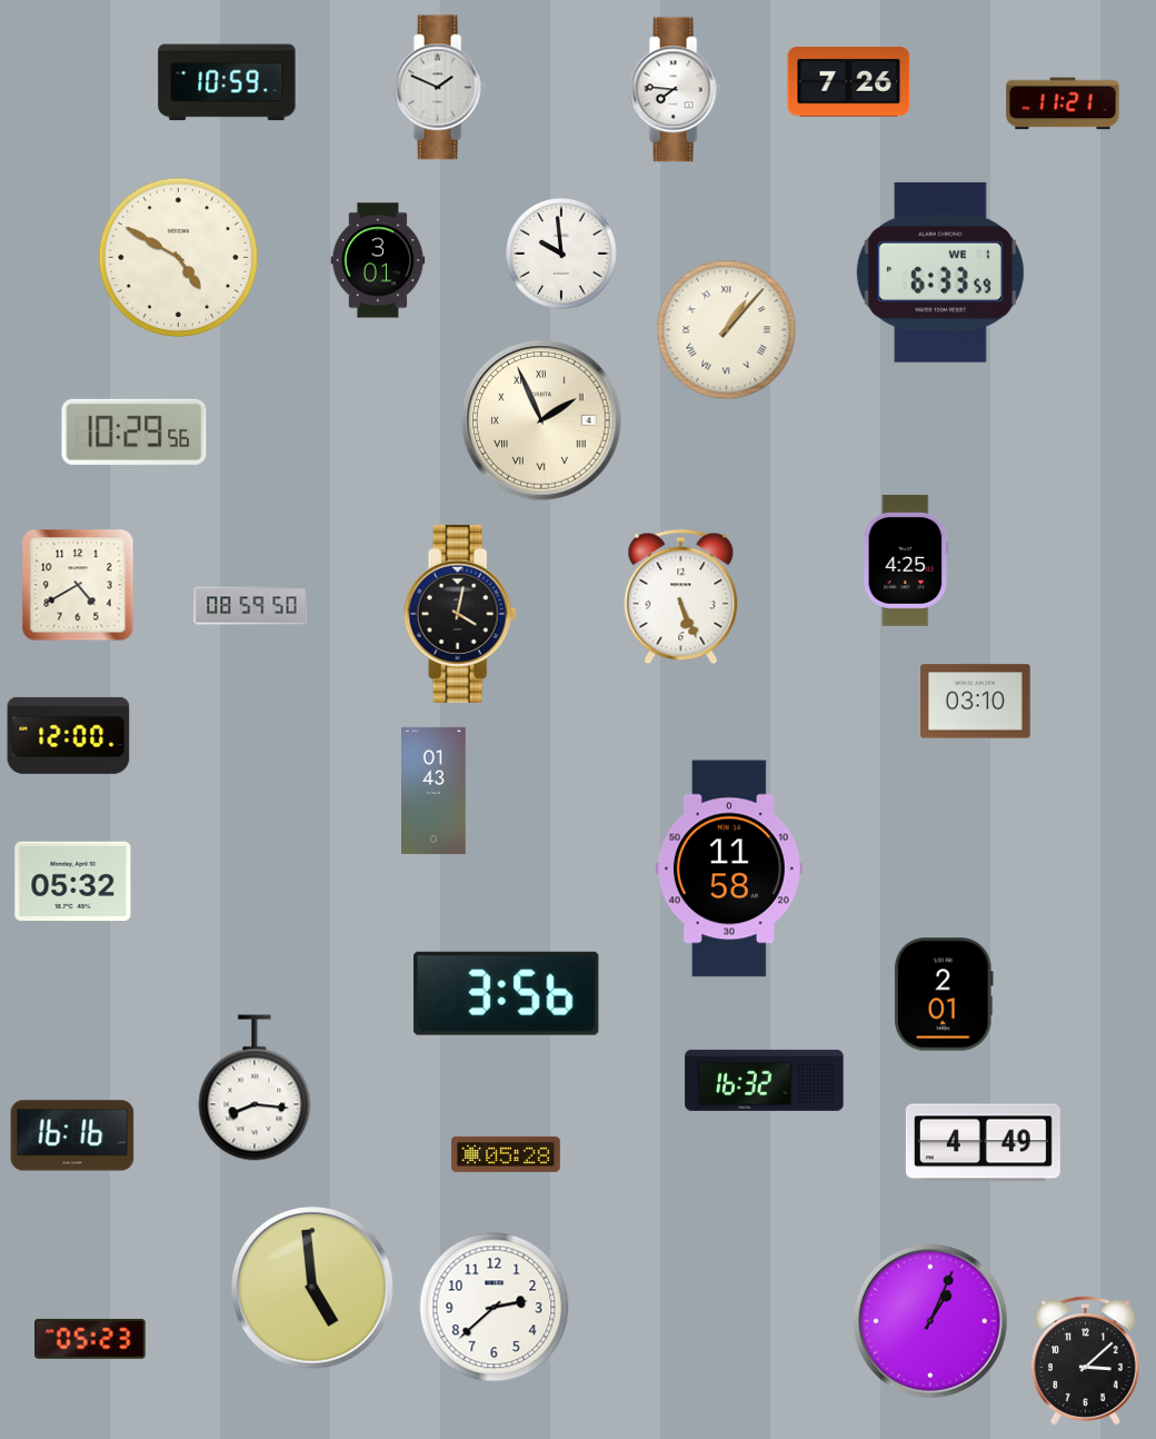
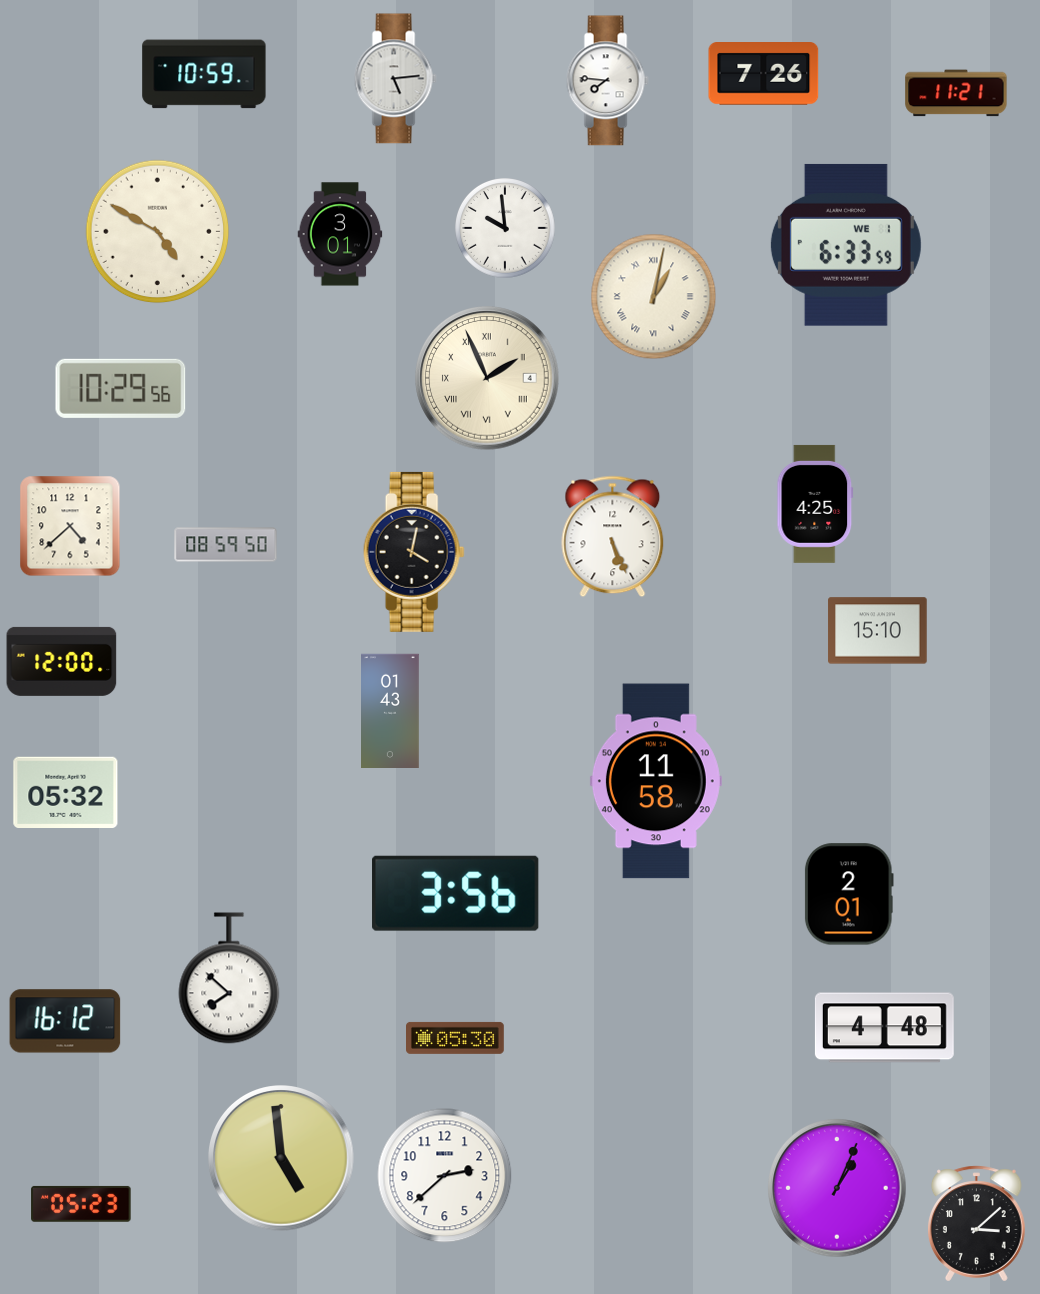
clock at (439, 88): 1:49 -> 5:14
clock at (179, 258) position: (179, 258) -> (158, 232)
clock at (727, 330): 1:07 -> 1:02
clock at (78, 585): 4:40 -> 4:38
clock at (976, 702): 03:10 -> 15:10
clock at (765, 1080): 16:32 -> none
clock at (255, 1088): 8:16 -> 7:52
clock at (72, 1135): 16:16 -> 16:12
clock at (983, 1143): 4:49 -> 4:48
clock at (507, 1154): 05:28 -> 05:30
